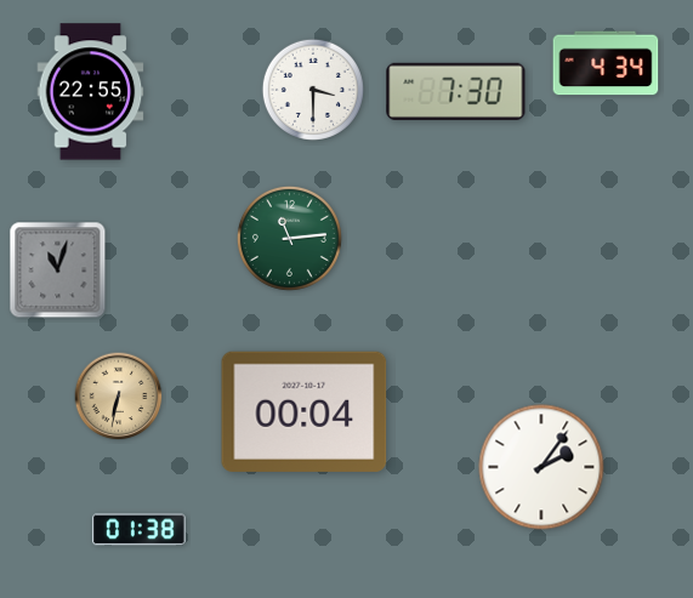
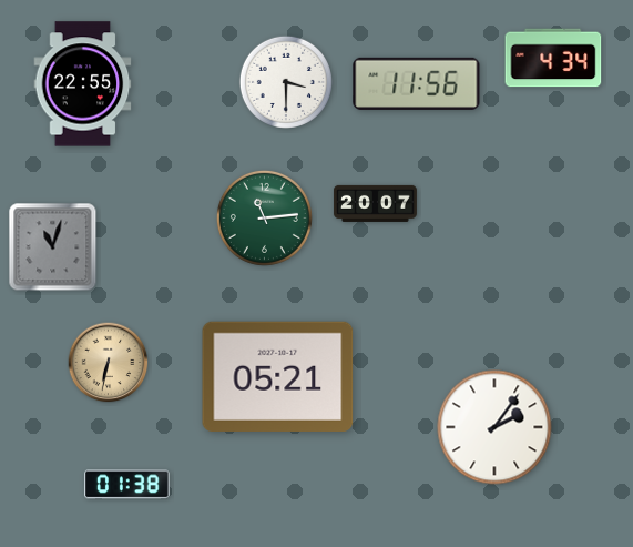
clock at (456, 91): 7:30 -> 11:56
clock at (375, 203): none -> 20:07
clock at (305, 411): 00:04 -> 05:21
